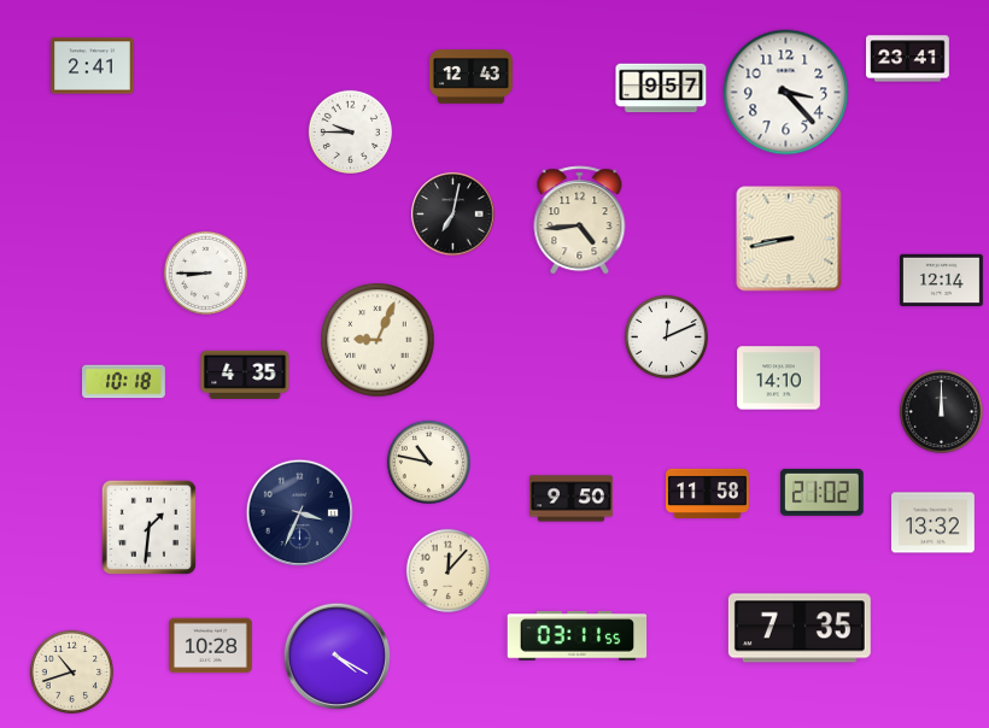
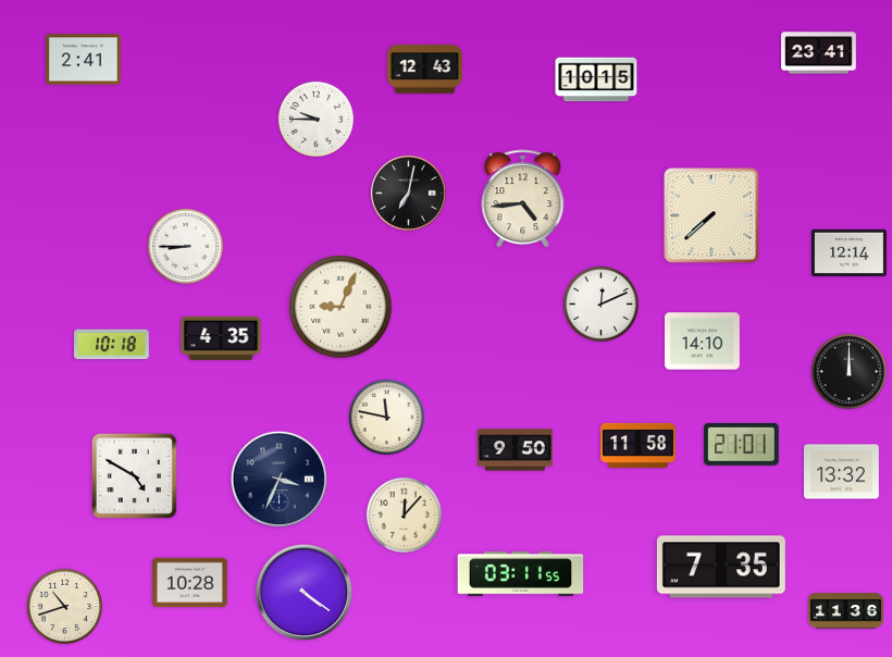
clock at (661, 88): 9:57 -> 10:15
clock at (786, 93): 3:23 -> none
clock at (789, 239): 8:43 -> 7:38
clock at (428, 462): 10:47 -> 11:47
clock at (821, 492): 21:02 -> 21:01
clock at (299, 512) position: (299, 512) -> (278, 479)
clock at (148, 527): 1:31 -> 4:50
clock at (337, 656): 4:20 -> 4:21
clock at (846, 611): none -> 11:36
